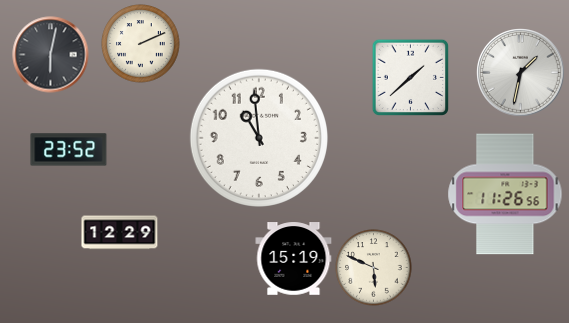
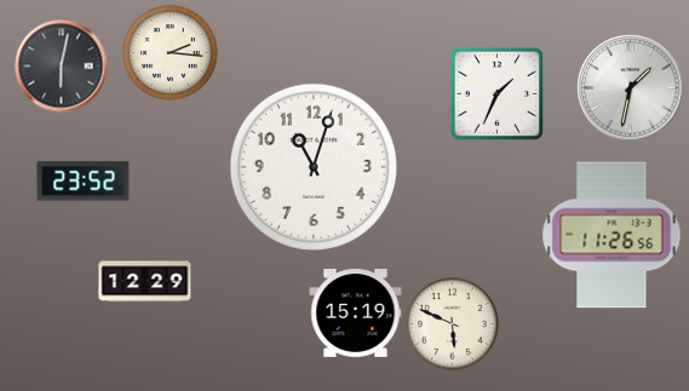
clock at (141, 44): 2:11 -> 2:16
clock at (410, 77): 1:38 -> 1:34
clock at (259, 138): 10:59 -> 11:03
